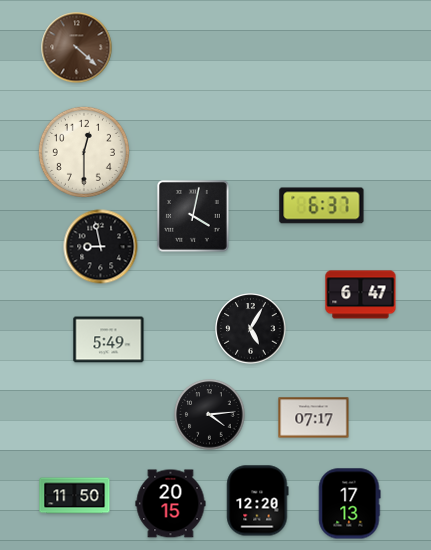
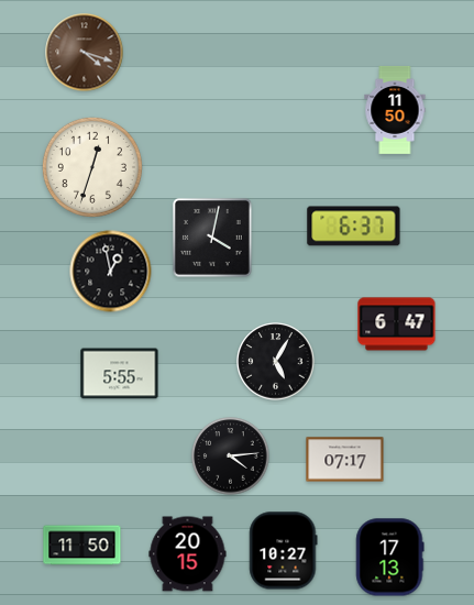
clock at (77, 48): 4:22 -> 4:18
clock at (395, 110): none -> 11:50
clock at (84, 152): 12:30 -> 12:33
clock at (101, 247): 8:58 -> 12:58
clock at (109, 340): 5:49 -> 5:55
clock at (258, 501): 12:20 -> 10:27
clock at (350, 504) position: (350, 504) -> (390, 558)
